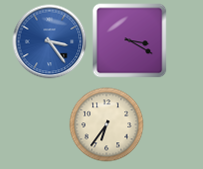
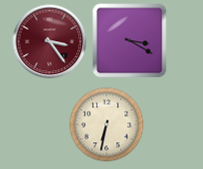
clock at (50, 42) dial: blue -> burgundy
clock at (107, 125): 6:36 -> 6:32
